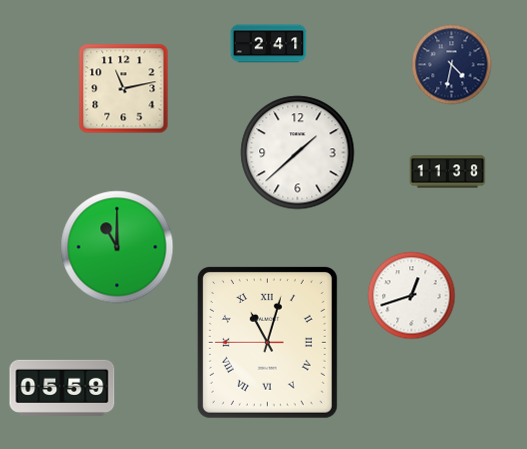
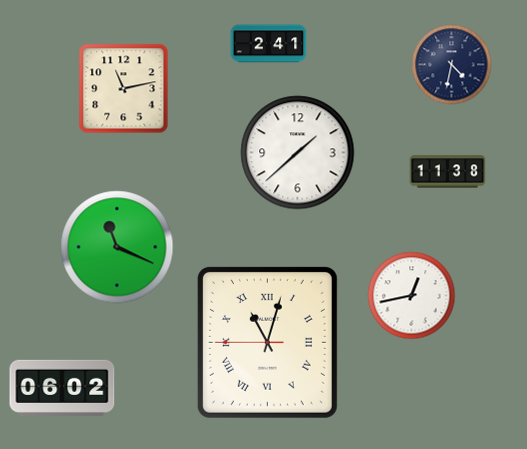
clock at (117, 247): 11:00 -> 11:19
clock at (412, 296): 12:42 -> 12:43
clock at (62, 388): 05:59 -> 06:02
